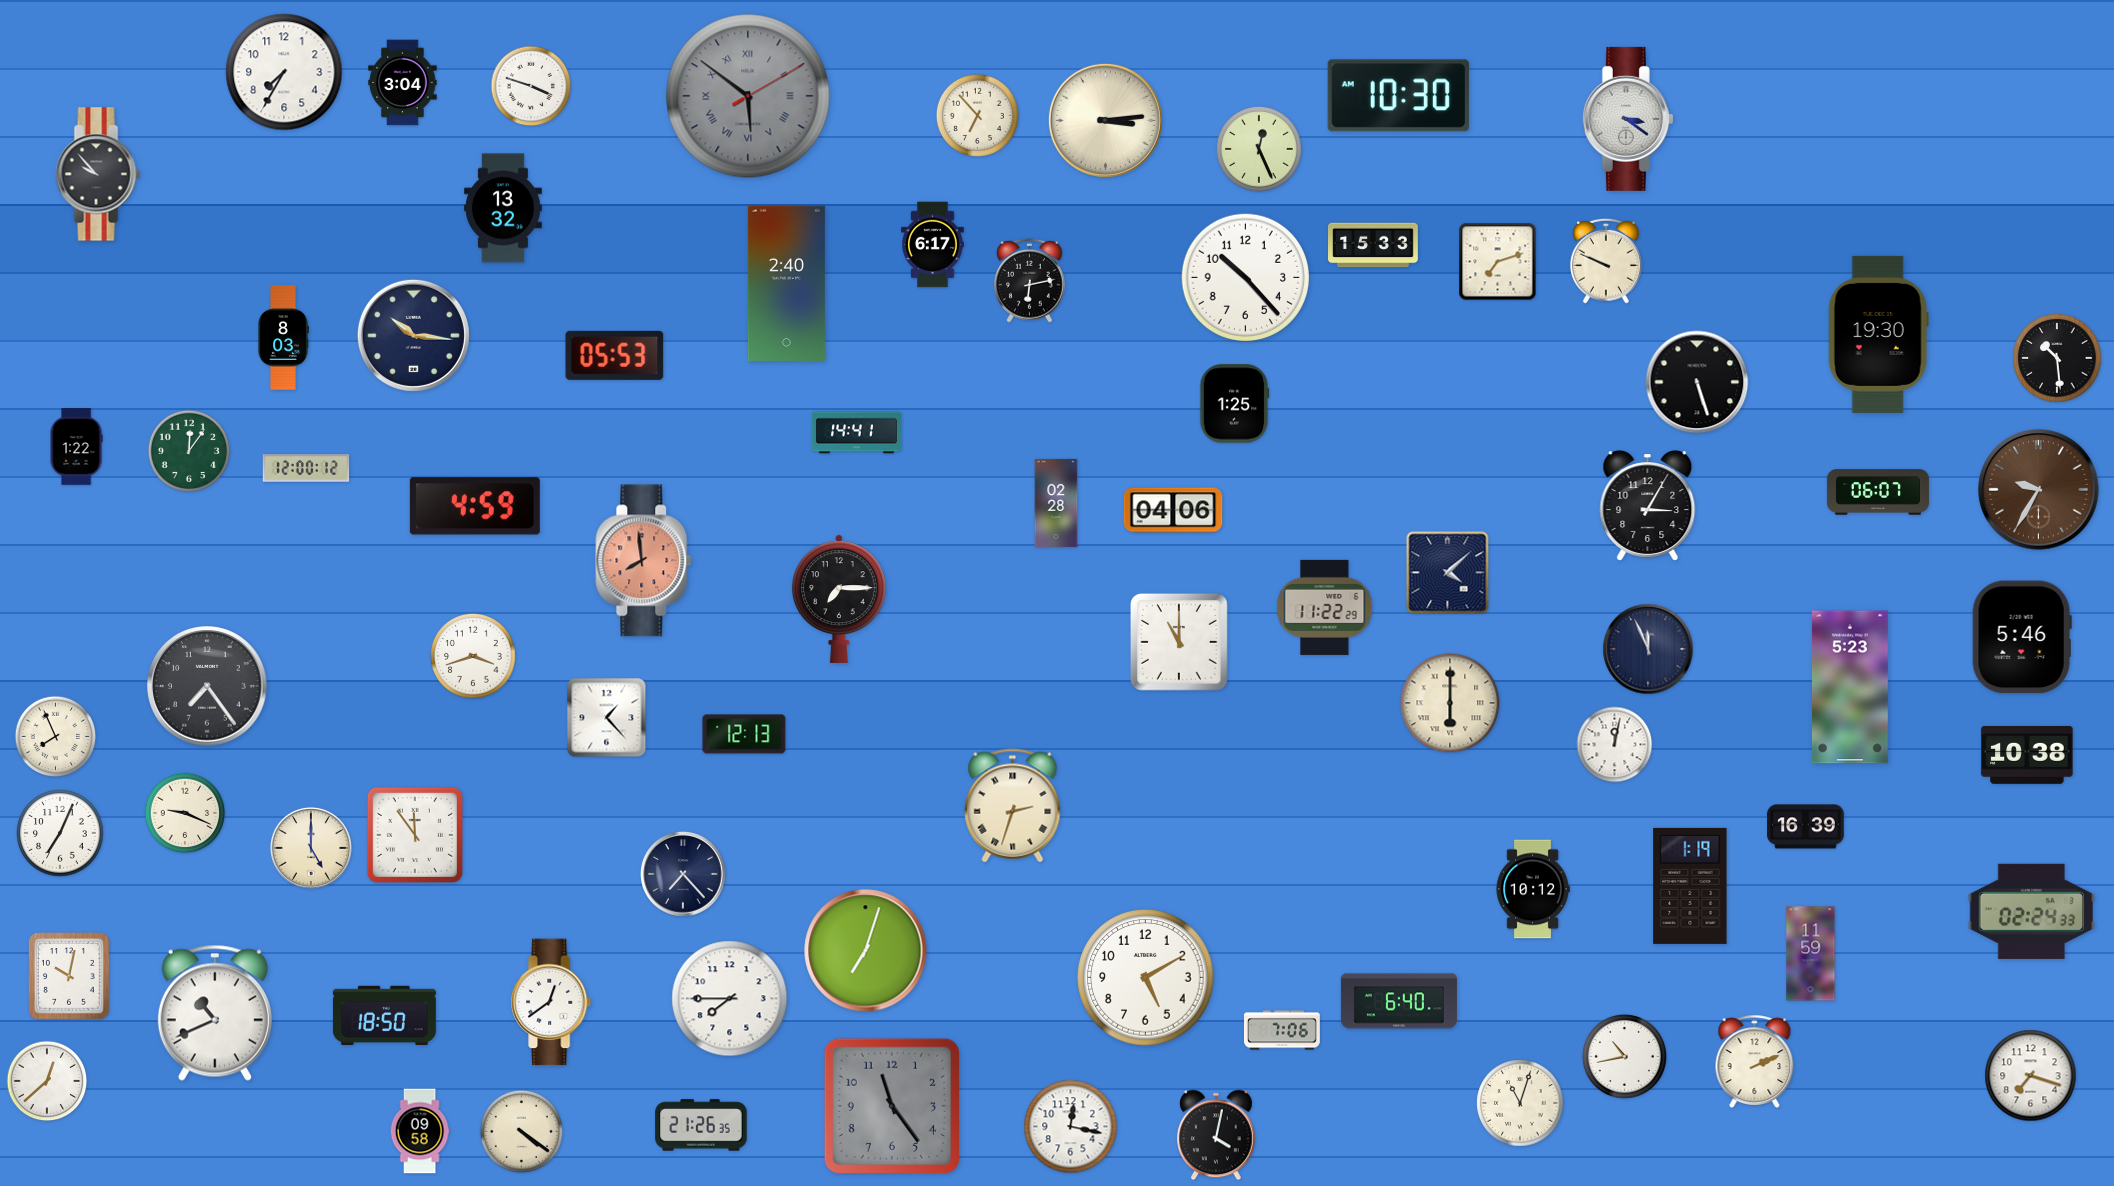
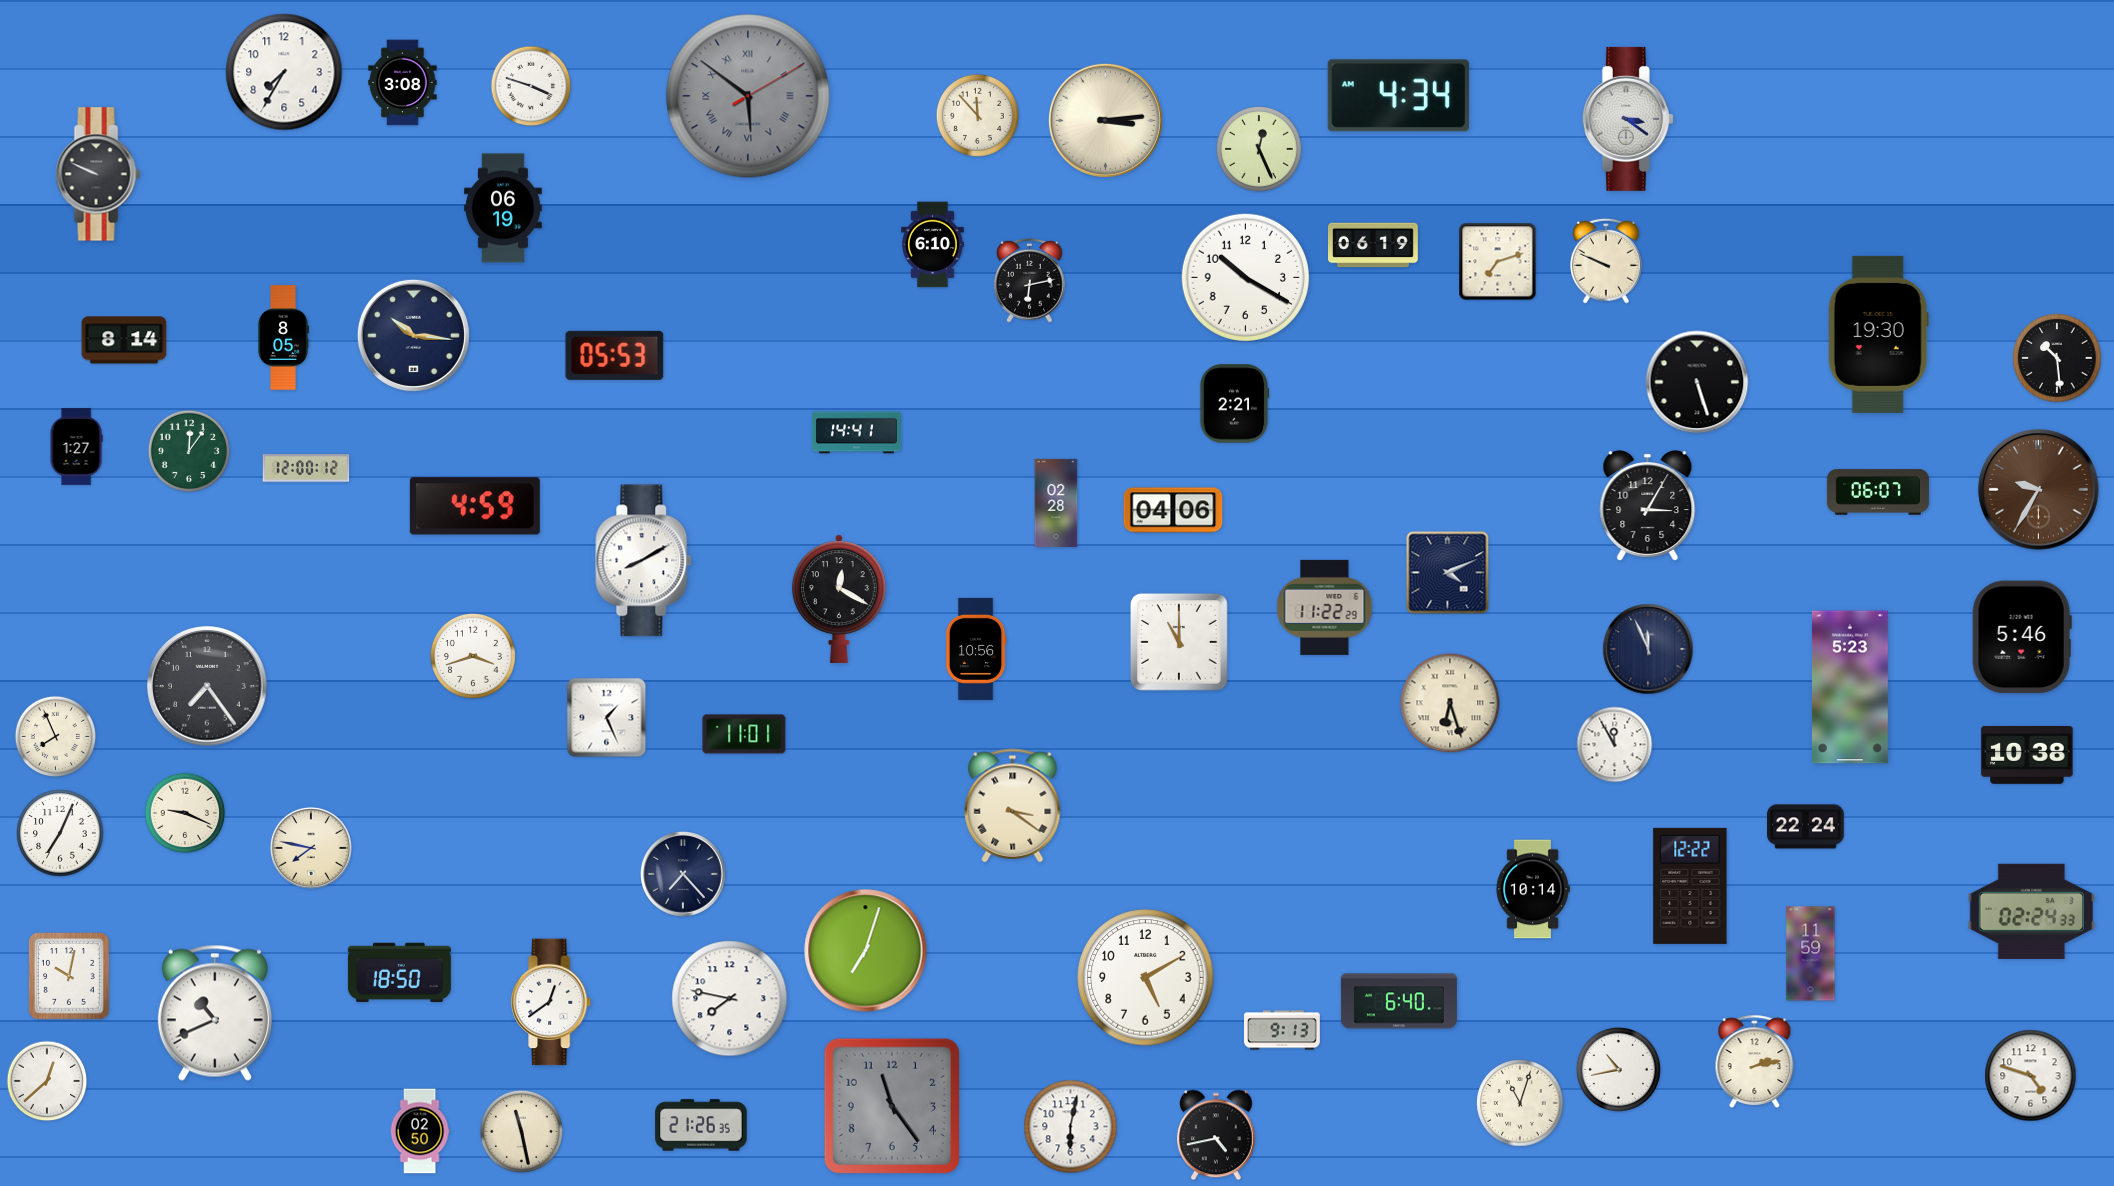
clock at (403, 83): 3:04 -> 3:08
clock at (1398, 96): 10:30 -> 4:34
clock at (977, 115): 6:53 -> 11:53
clock at (98, 174): 9:53 -> 9:49
clock at (503, 208): 13:32 -> 06:19
clock at (933, 245): 6:17 -> 6:10
clock at (1374, 245): 15:33 -> 06:19
clock at (1245, 277): 10:23 -> 10:20
clock at (786, 283): 2:40 -> none
clock at (283, 338): 8:03 -> 8:05
clock at (124, 340): none -> 8:14
clock at (1234, 404): 1:25 -> 2:21
clock at (76, 447): 1:22 -> 1:27
clock at (644, 561): 7:59 -> 8:10
clock at (644, 561) dial: salmon -> white
clock at (1448, 573): 4:08 -> 4:11
clock at (839, 599): 7:15 -> 12:20
clock at (976, 649): none -> 10:56
clock at (1450, 703): 6:00 -> 6:27
clock at (607, 718): 1:23 -> 1:26
clock at (744, 734): 12:13 -> 11:01
clock at (1615, 745): 12:02 -> 11:55
clock at (1013, 806): 2:33 -> 3:21
clock at (1806, 827): 16:39 -> 22:24
clock at (415, 835): 11:54 -> none
clock at (311, 848): 5:00 -> 7:47
clock at (1690, 886): 1:19 -> 12:22
clock at (1533, 889): 10:12 -> 10:14
clock at (730, 999): 7:45 -> 7:47
clock at (384, 1015) position: (384, 1015) -> (399, 972)
clock at (1283, 1030): 7:06 -> 9:13
clock at (1624, 1056) position: (1624, 1056) -> (1618, 1069)
clock at (1755, 1061): 2:11 -> 2:13
clock at (2031, 1076): 7:18 -> 4:48
clock at (1071, 1127): 12:17 -> 6:02
clock at (420, 1131): 09:58 -> 02:50
clock at (521, 1131): 4:21 -> 11:28
clock at (1217, 1135): 4:02 -> 4:43
